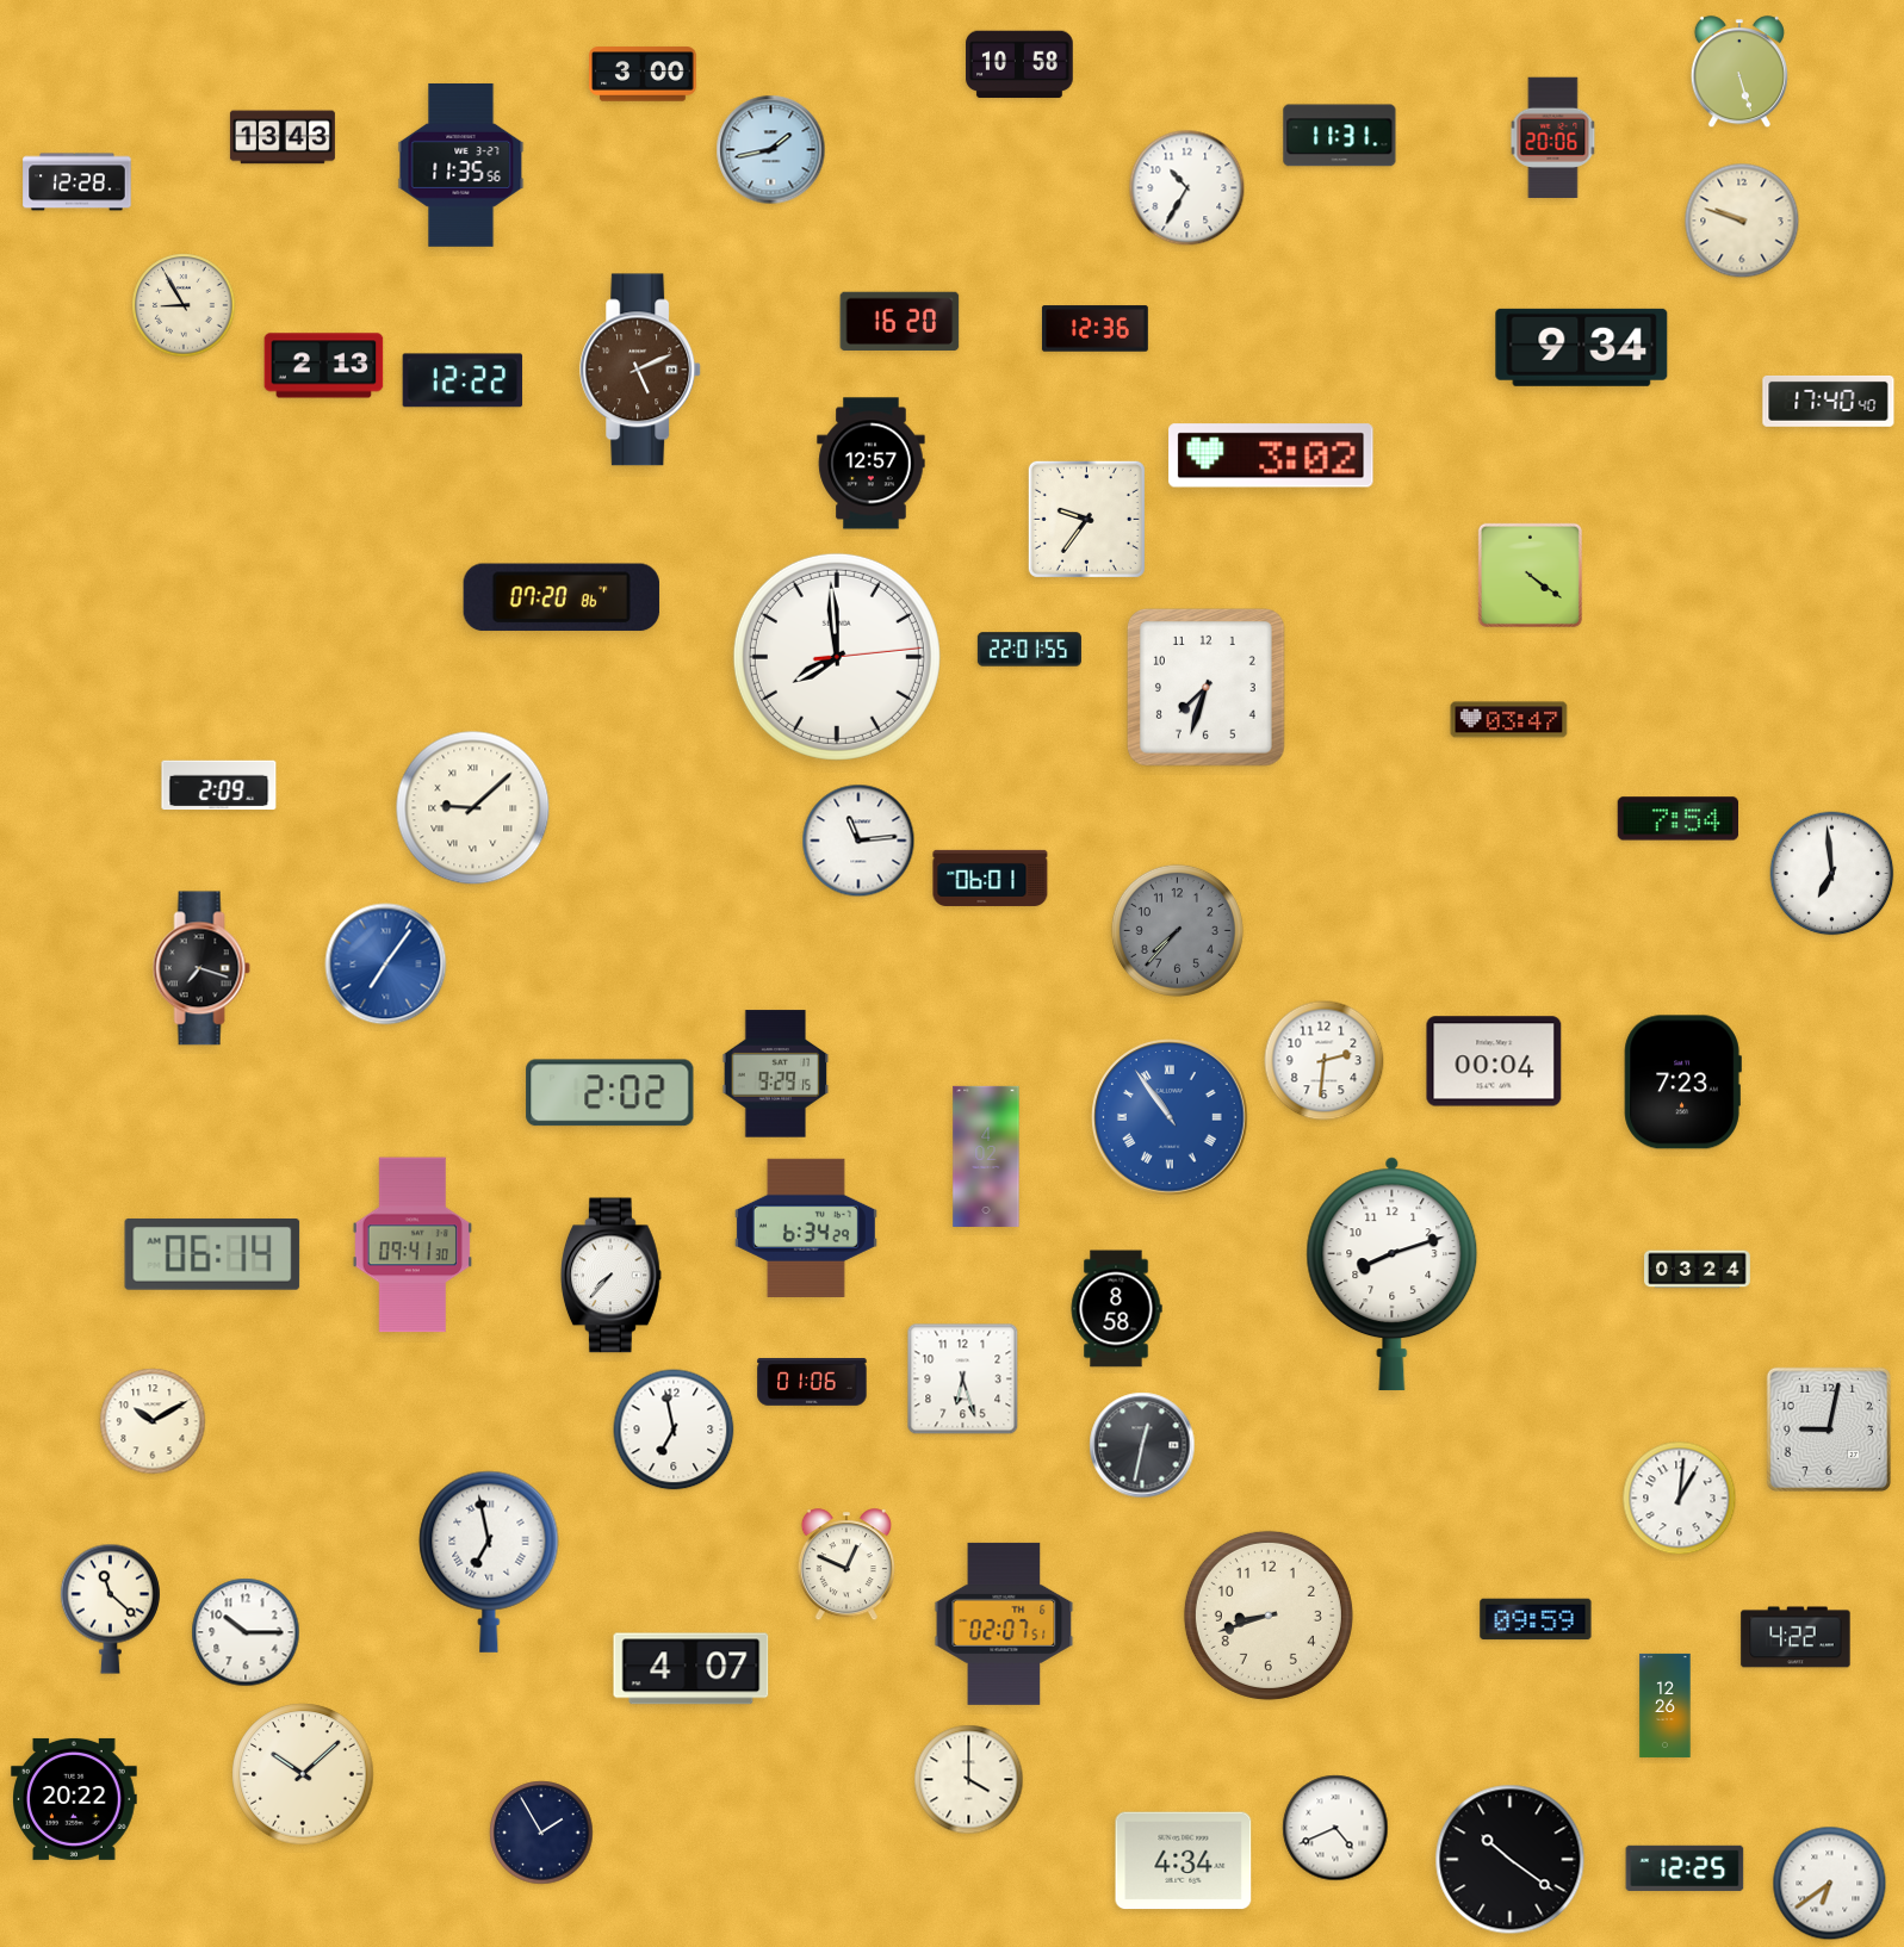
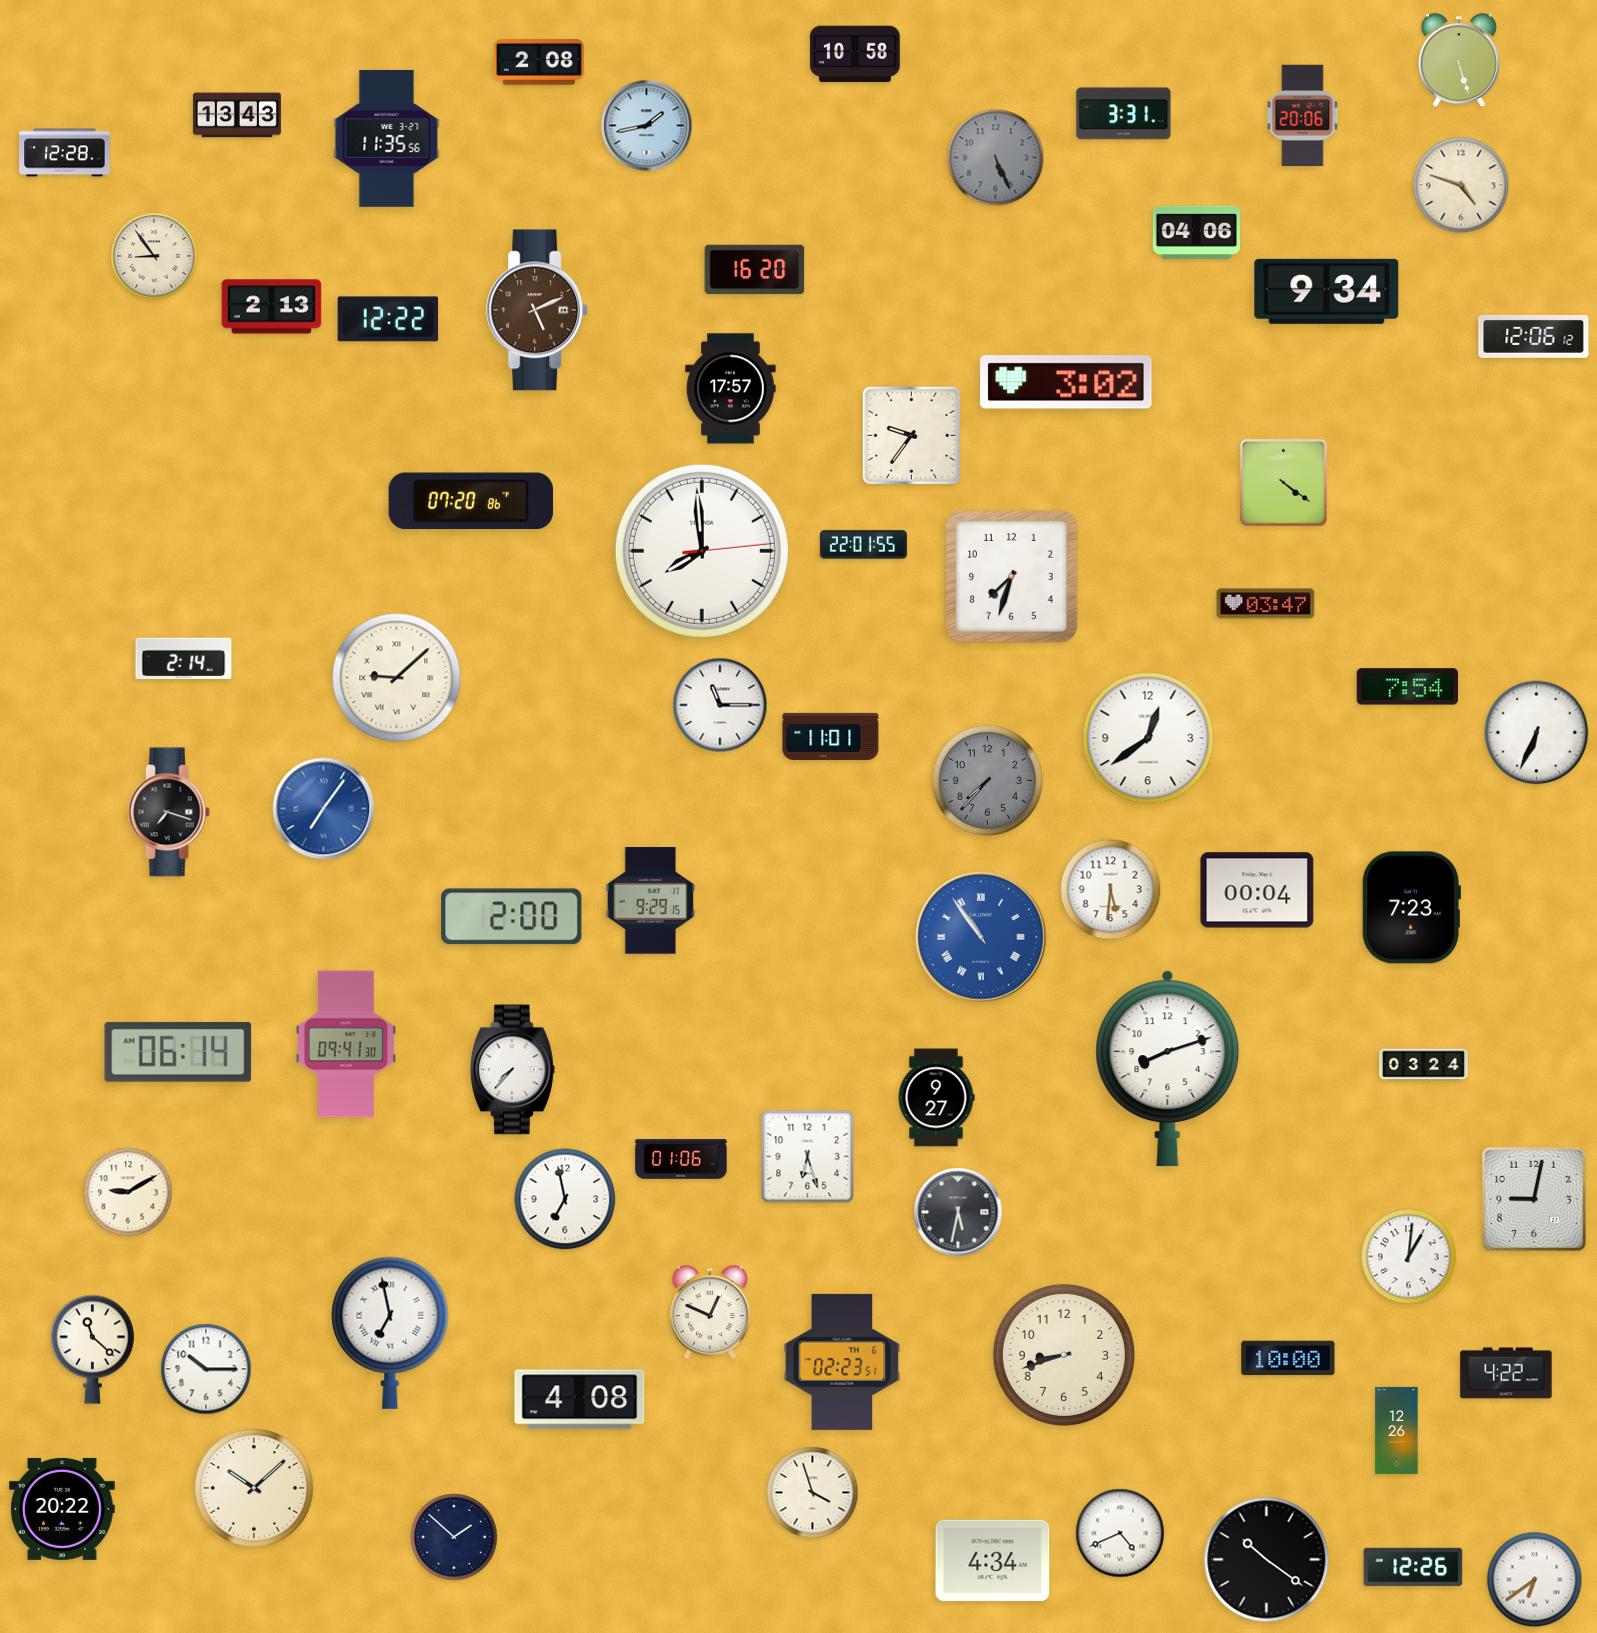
clock at (643, 74): 3:00 -> 2:08
clock at (1340, 136): 11:31 -> 3:31
clock at (1187, 188): 10:35 -> 5:26
clock at (1187, 188) dial: white -> grey
clock at (1742, 221): 9:48 -> 4:48
clock at (1196, 232): none -> 04:06
clock at (184, 305): 8:55 -> 8:54
clock at (1094, 329): 12:36 -> none
clock at (1829, 401): 17:40 -> 12:06
clock at (872, 464): 12:57 -> 17:57
clock at (219, 786): 2:09 -> 2:14
clock at (858, 841): 11:14 -> 11:15
clock at (1832, 874): 6:59 -> 6:34
clock at (991, 878): 06:01 -> 11:01
clock at (1148, 738): none -> 12:39
clock at (1325, 1061): 2:31 -> 5:31
clock at (1494, 1061) position: (1494, 1061) -> (1257, 890)
clock at (610, 1093): 2:02 -> 2:00
clock at (986, 1157): 4:02 -> none
clock at (806, 1228): 6:34 -> none
clock at (1116, 1309): 8:58 -> 9:27
clock at (153, 1421): 10:10 -> 9:10
clock at (1142, 1445): 12:32 -> 5:32
clock at (489, 1562) position: (489, 1562) -> (390, 1333)
clock at (1536, 1619): 09:59 -> 10:00
clock at (1004, 1624): 02:07 -> 02:23
clock at (691, 1669): 4:07 -> 4:08
clock at (969, 1780): 4:00 -> 3:57
clock at (541, 1833): 1:55 -> 1:52
clock at (1685, 1868): 12:25 -> 12:26
